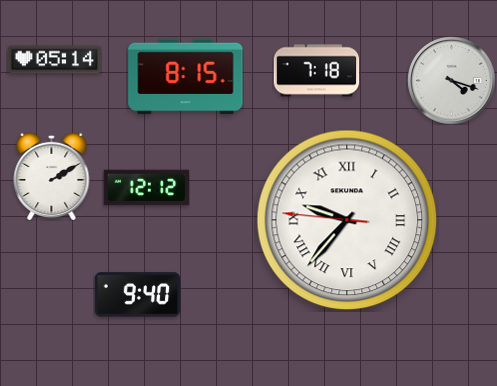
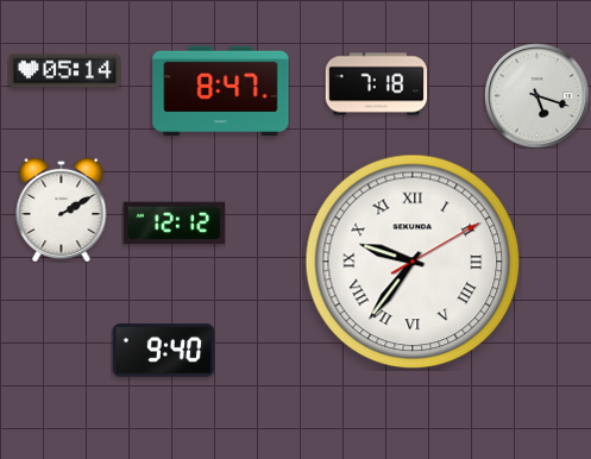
clock at (186, 77): 8:15 -> 8:47
clock at (451, 80): 4:18 -> 5:18
clock at (347, 220): 9:36:46 -> 9:36:10
